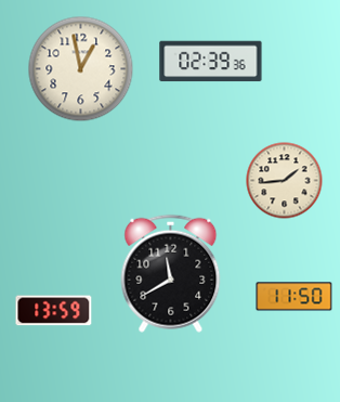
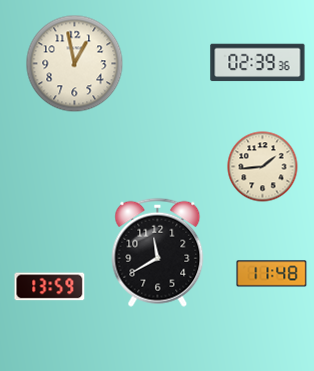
clock at (211, 62) position: (211, 62) -> (258, 63)
clock at (295, 297): 11:50 -> 11:48
